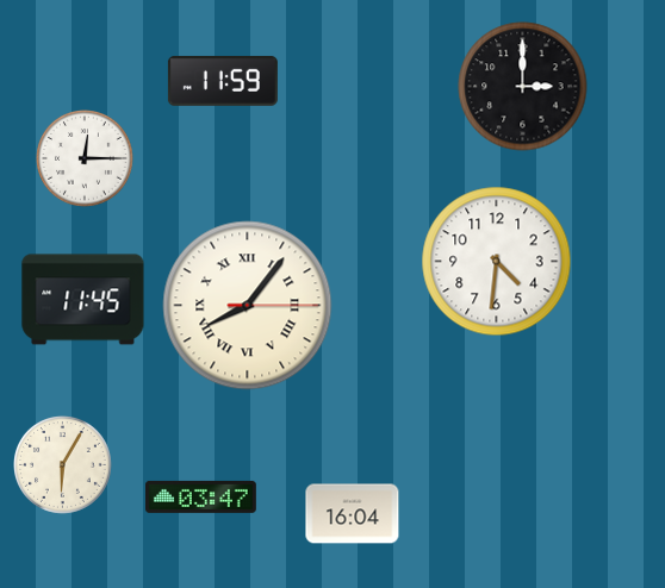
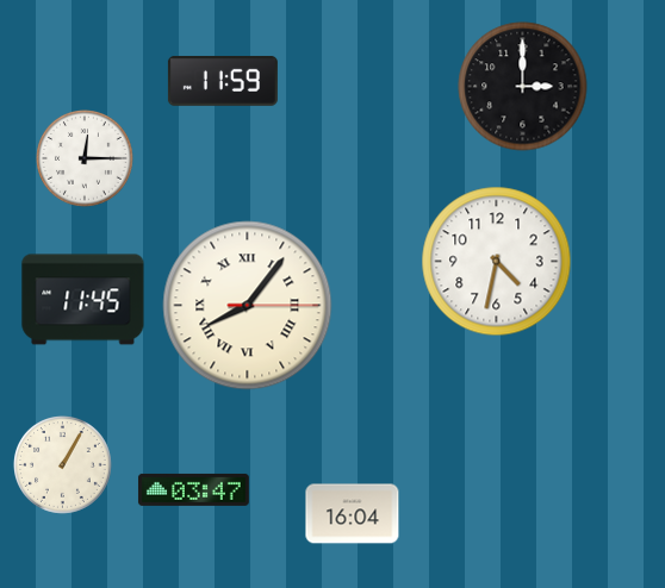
clock at (497, 262): 4:31 -> 4:32
clock at (63, 465): 6:05 -> 1:05
clock at (200, 496) position: (200, 496) -> (193, 489)
